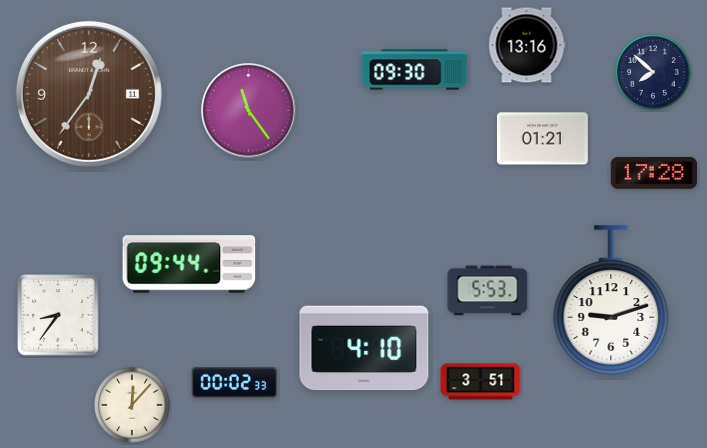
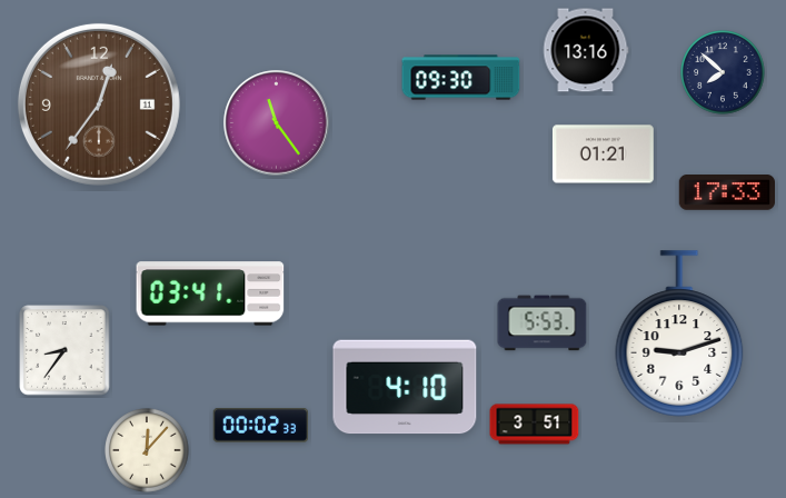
clock at (653, 72) position: (653, 72) -> (723, 72)
clock at (653, 173): 17:28 -> 17:33
clock at (189, 264): 09:44 -> 03:41
